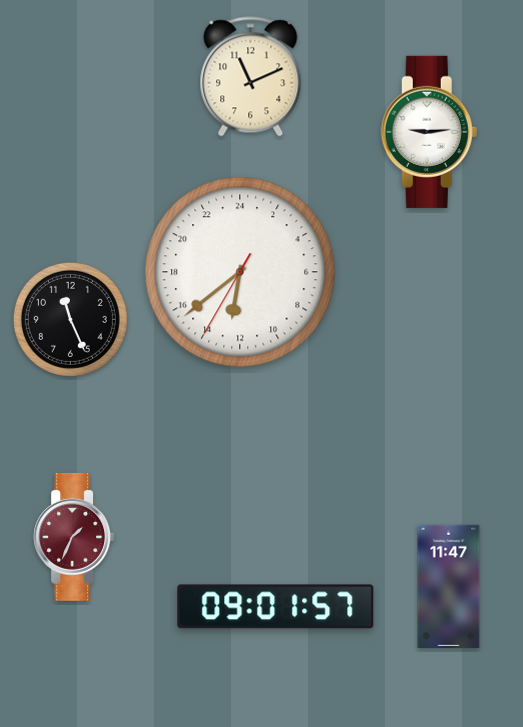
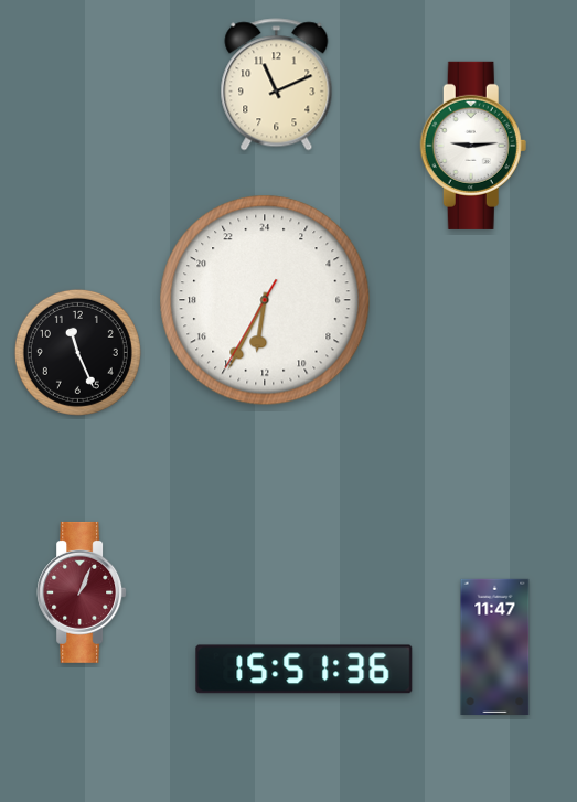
clock at (240, 272): 12:38 -> 12:34
clock at (74, 537): 1:34 -> 1:04
clock at (276, 607): 09:01 -> 15:51
